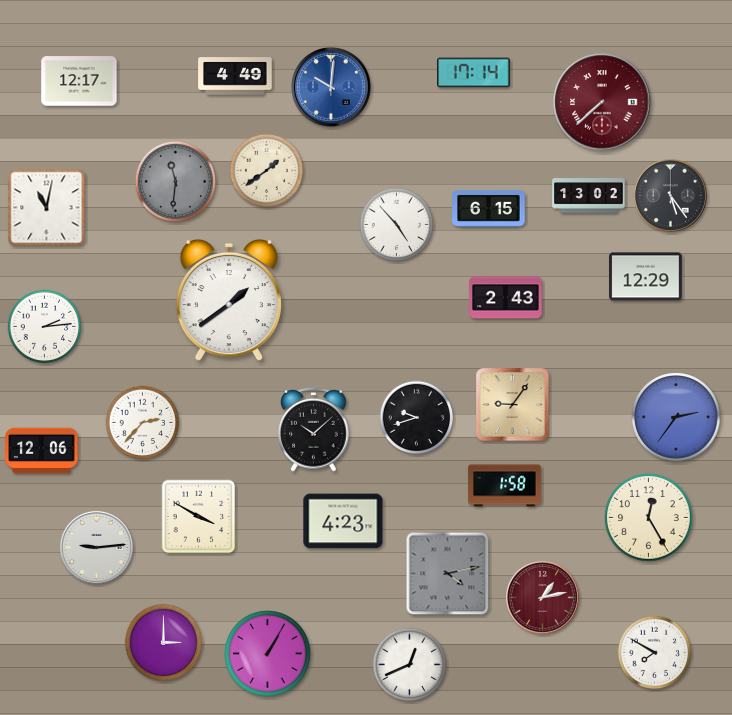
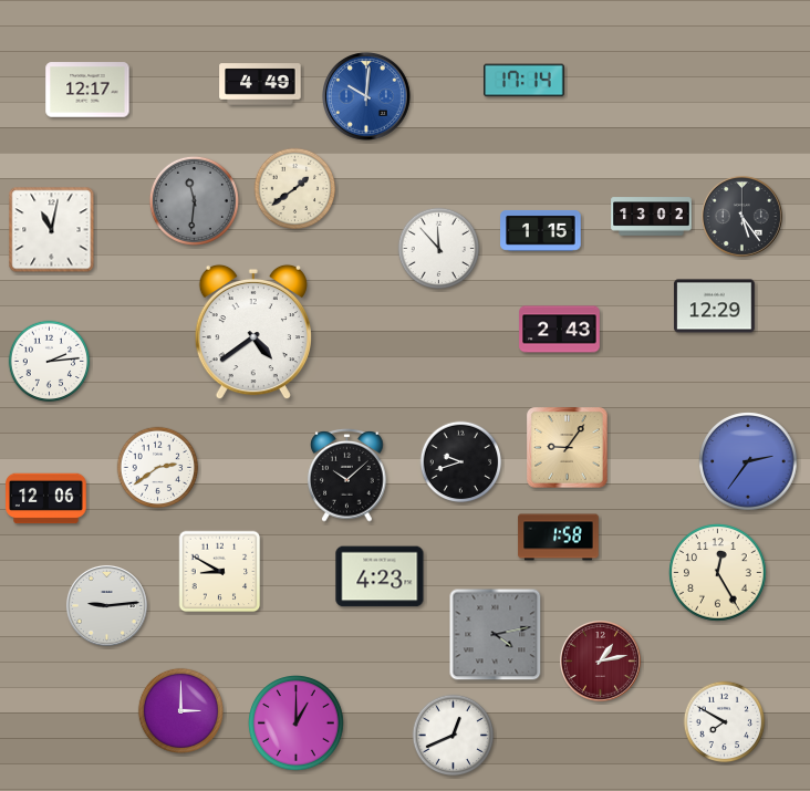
clock at (602, 102): 7:38 -> none
clock at (489, 208): 6:15 -> 1:15
clock at (397, 225): 4:53 -> 11:53
clock at (229, 300): 1:39 -> 4:39
clock at (143, 423): 2:37 -> 2:39
clock at (199, 517): 3:50 -> 8:50
clock at (268, 654): 1:05 -> 1:00
